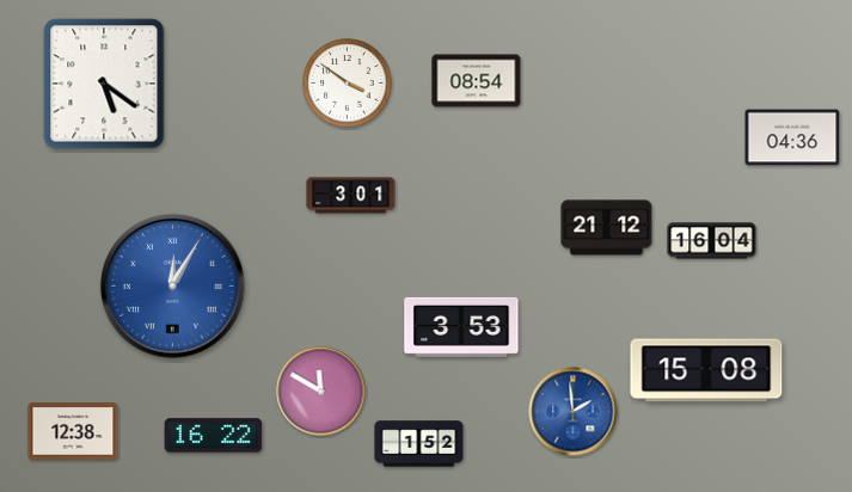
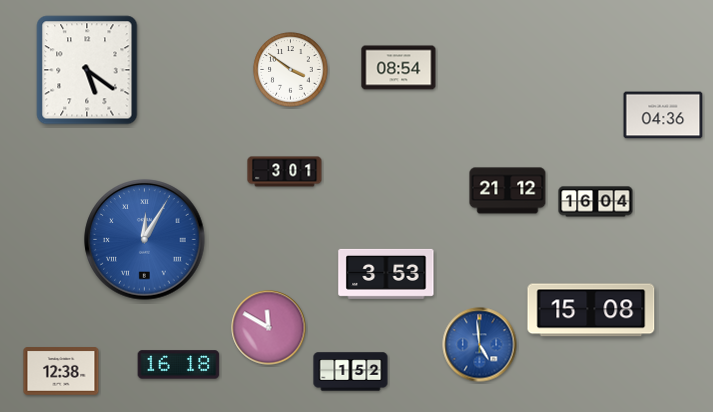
clock at (351, 196) position: (351, 196) -> (285, 172)
clock at (574, 412): 1:59 -> 4:59
clock at (73, 431) position: (73, 431) -> (61, 371)
clock at (214, 436): 16:22 -> 16:18
